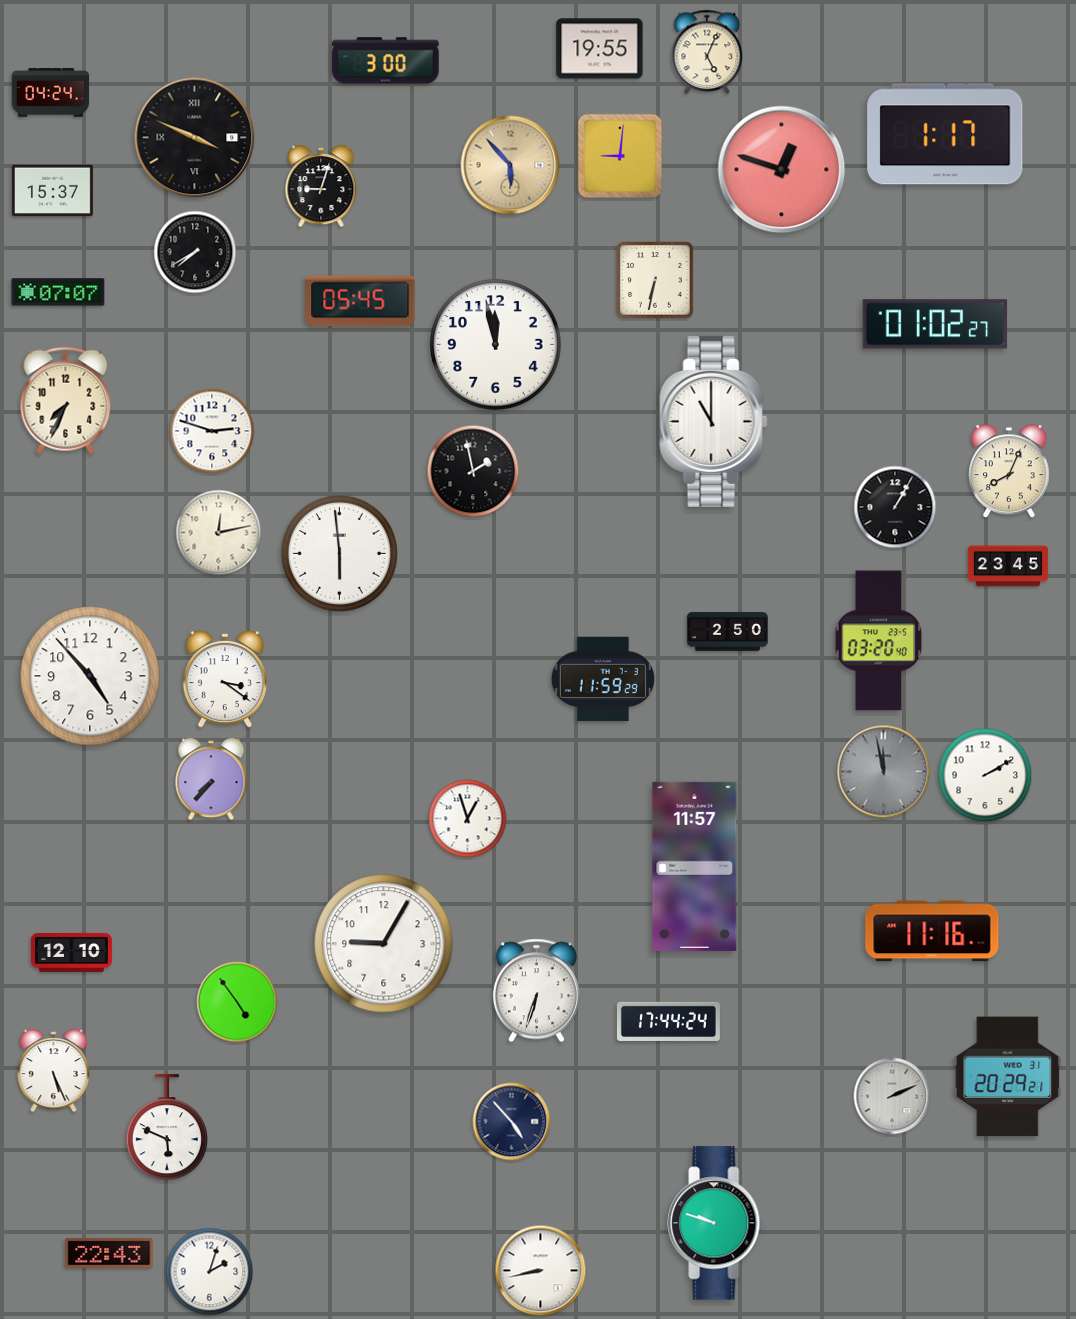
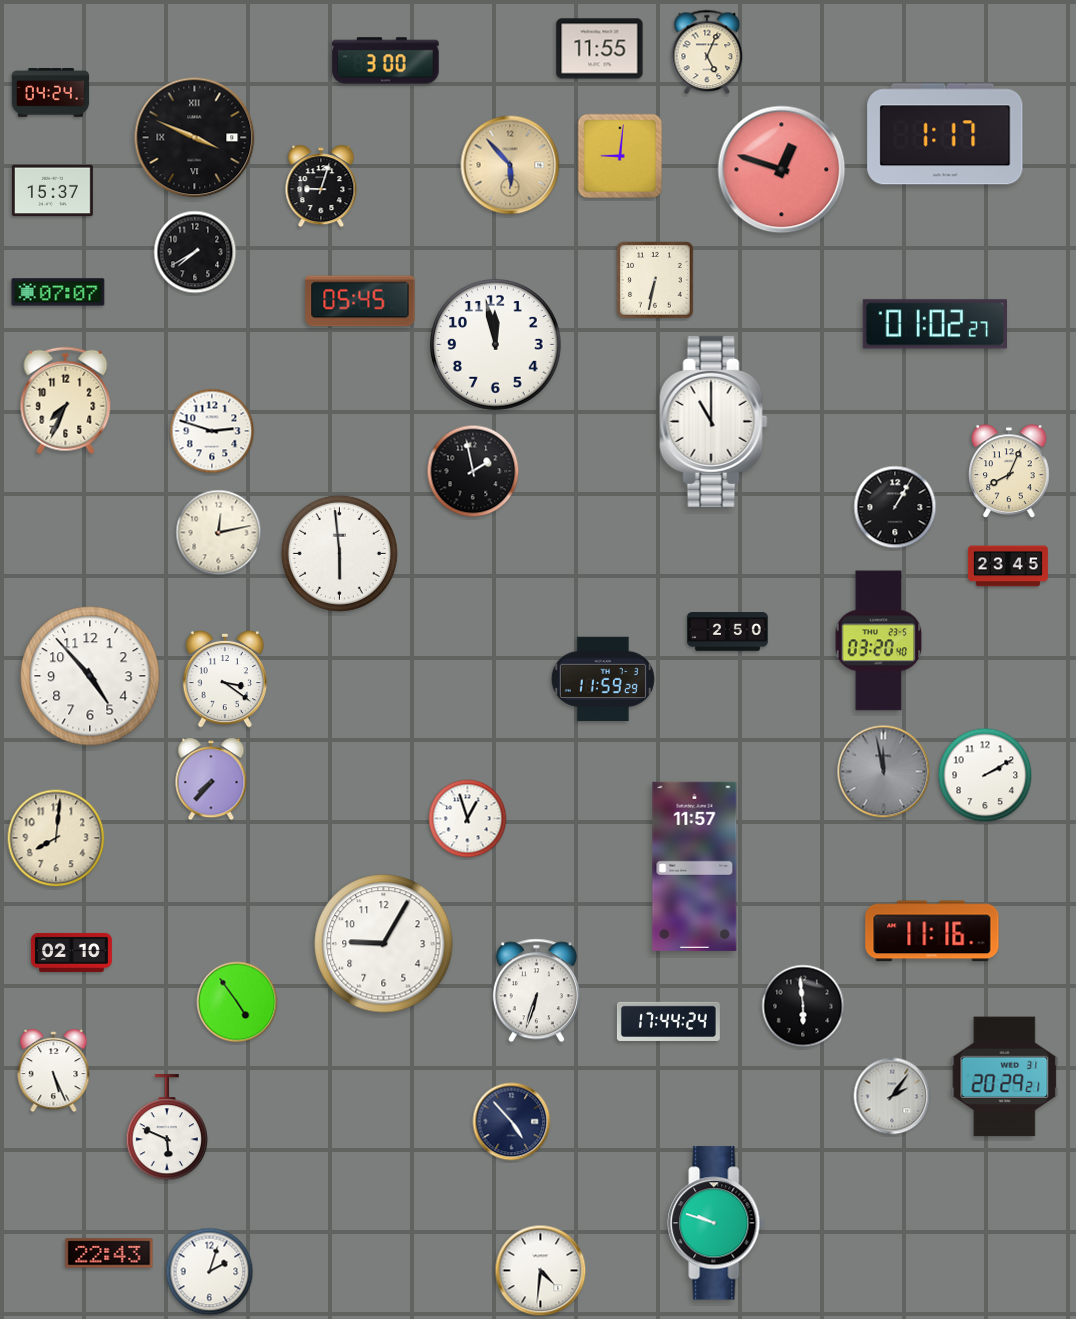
clock at (600, 49): 19:55 -> 11:55
clock at (56, 838): none -> 8:01
clock at (72, 952): 12:10 -> 02:10
clock at (803, 1006): none -> 5:59
clock at (1008, 1077) position: (1008, 1077) -> (1005, 1077)
clock at (892, 1096): 2:11 -> 2:06
clock at (541, 1271): 8:43 -> 4:31
